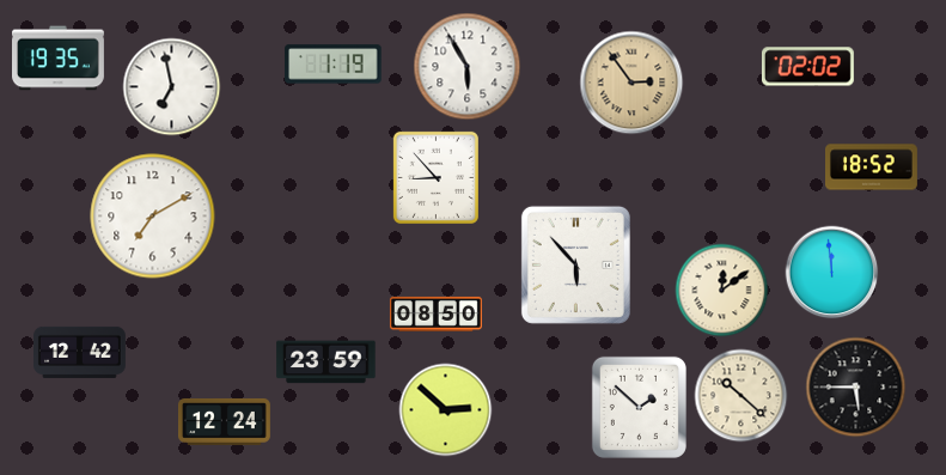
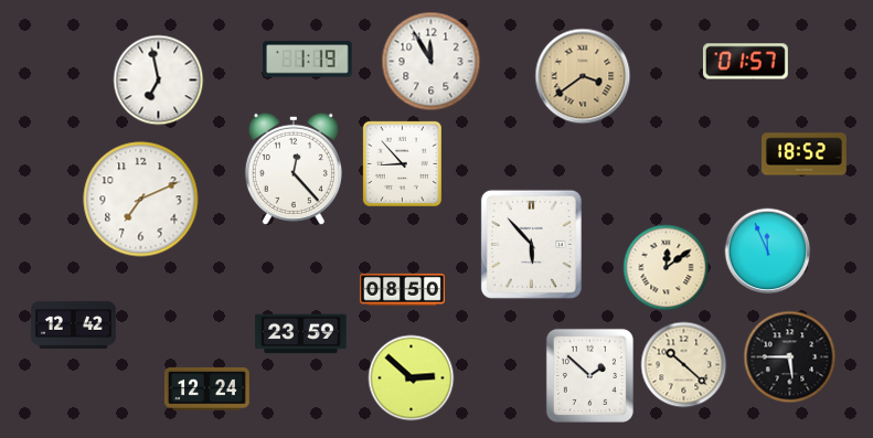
clock at (59, 59): 19:35 -> none
clock at (466, 66): 5:55 -> 11:55
clock at (807, 67): 02:02 -> 01:57
clock at (631, 83): 2:54 -> 3:39
clock at (294, 169): none -> 12:23
clock at (153, 217): 7:10 -> 7:11
clock at (831, 272): 11:59 -> 11:56
